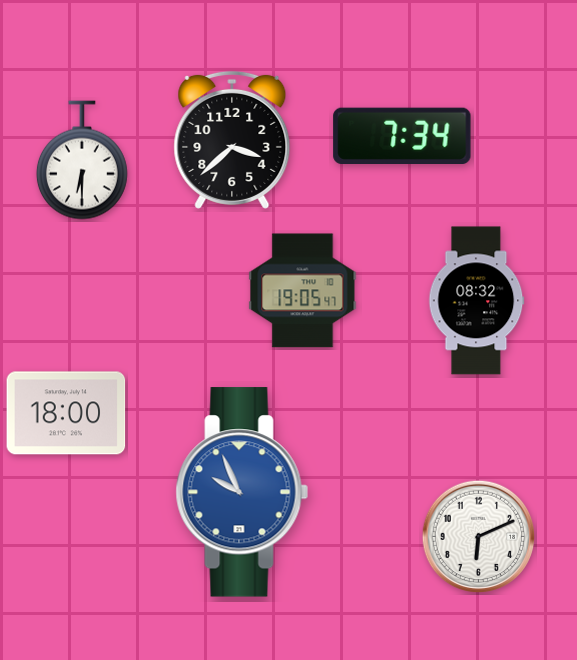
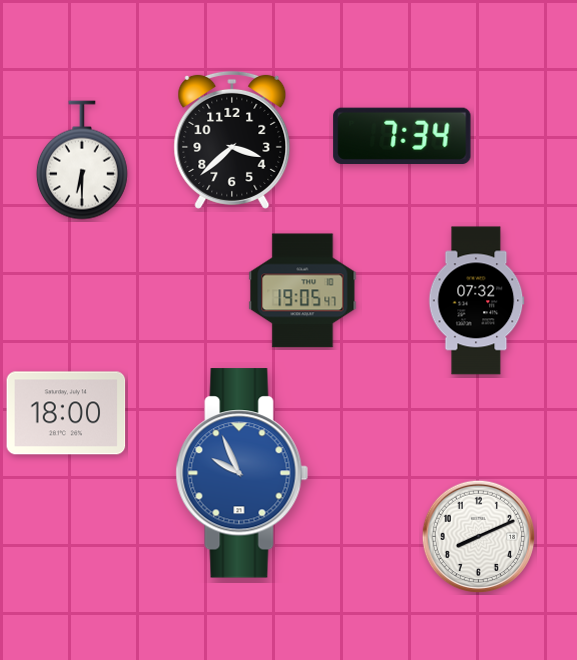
clock at (477, 301): 08:32 -> 07:32
clock at (242, 492) position: (242, 492) -> (242, 473)
clock at (479, 537): 6:11 -> 8:11
